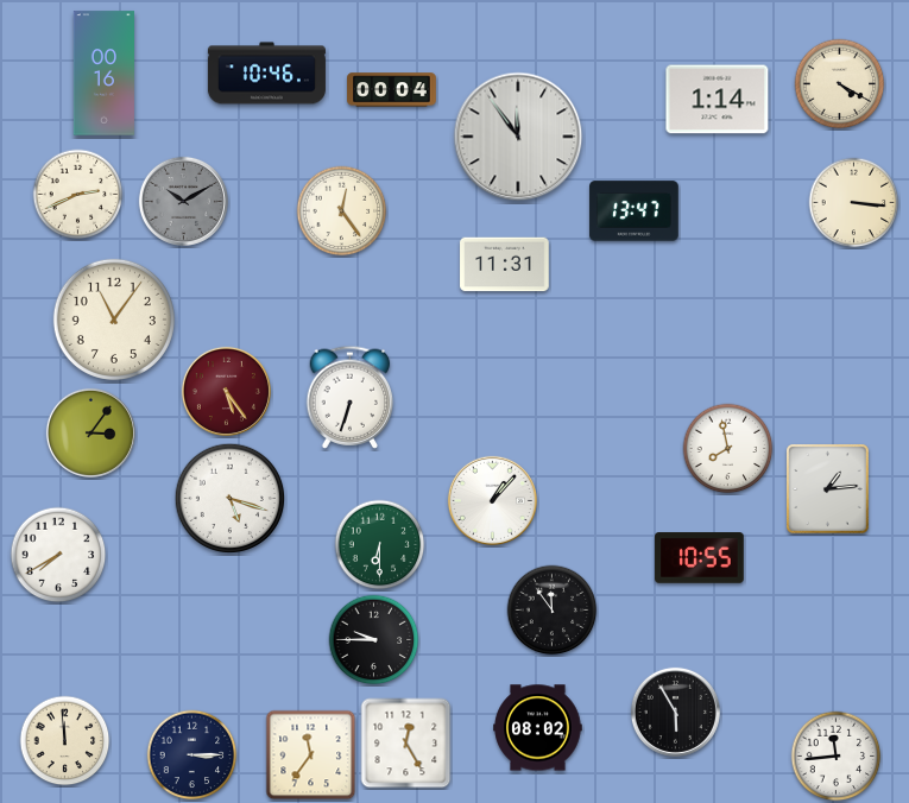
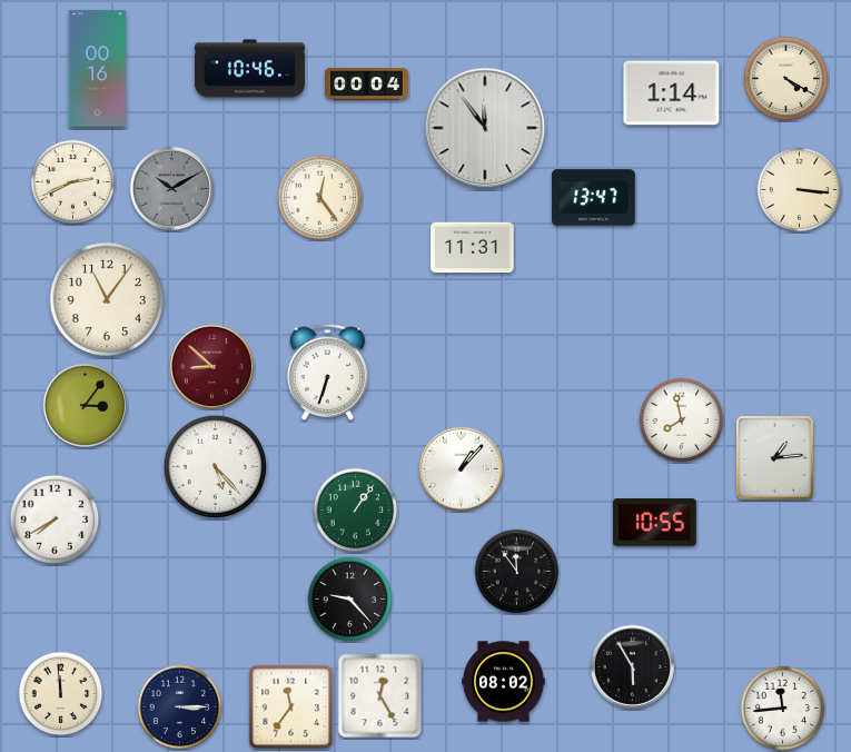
clock at (226, 391): 5:24 -> 8:52
clock at (231, 499): 5:18 -> 5:23
clock at (380, 545): 6:30 -> 1:06
clock at (374, 640): 9:45 -> 9:23
